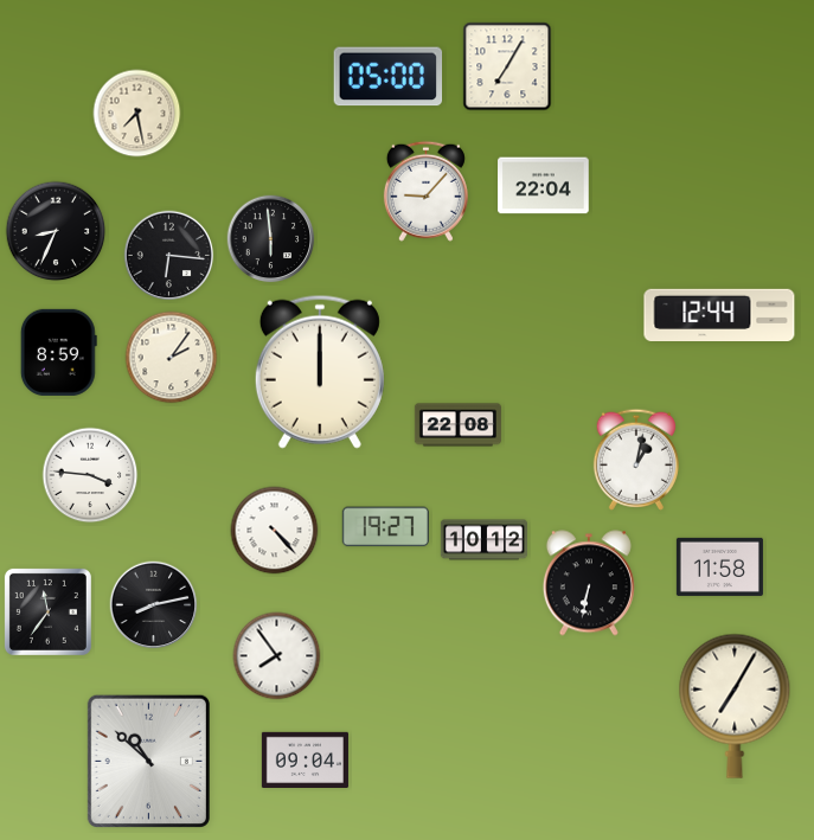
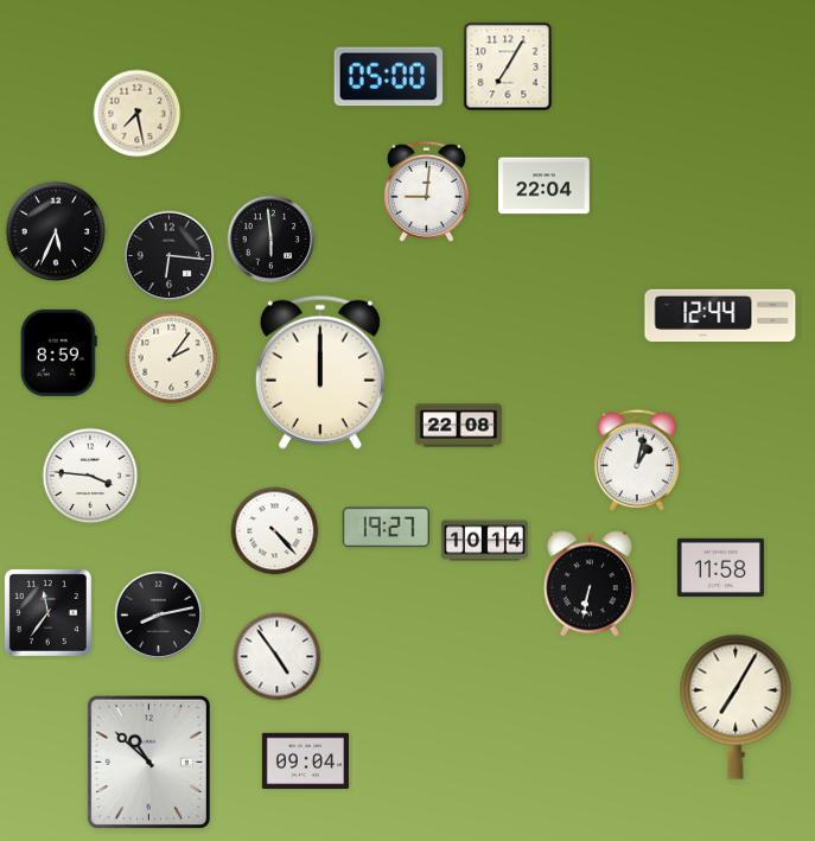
clock at (425, 191): 9:07 -> 9:01
clock at (56, 231): 8:34 -> 5:34
clock at (483, 540): 10:12 -> 10:14
clock at (154, 605) position: (154, 605) -> (159, 616)
clock at (277, 656): 7:54 -> 4:54
